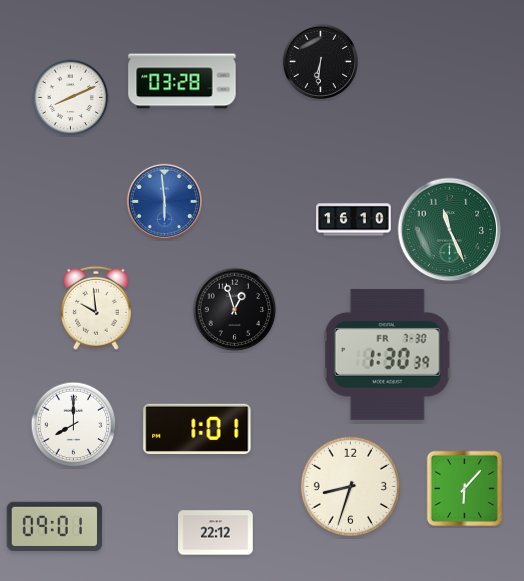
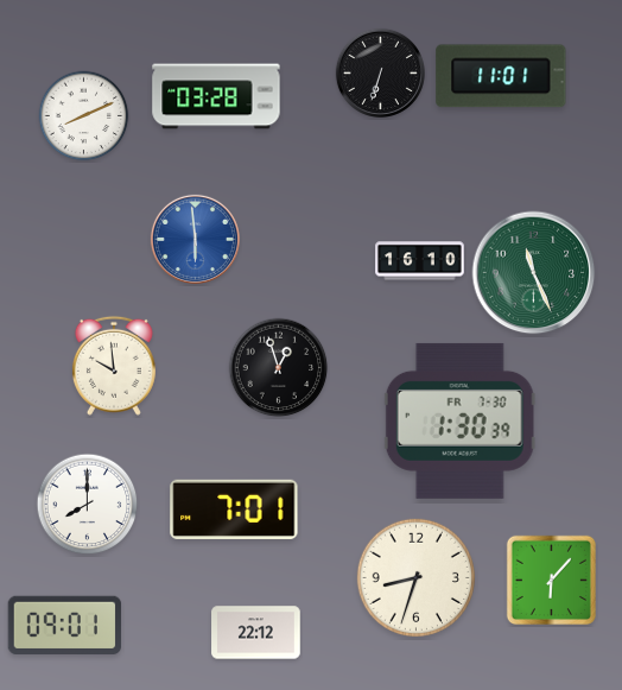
clock at (320, 61): 6:31 -> 6:33
clock at (501, 76): none -> 11:01
clock at (197, 428): 1:01 -> 7:01
